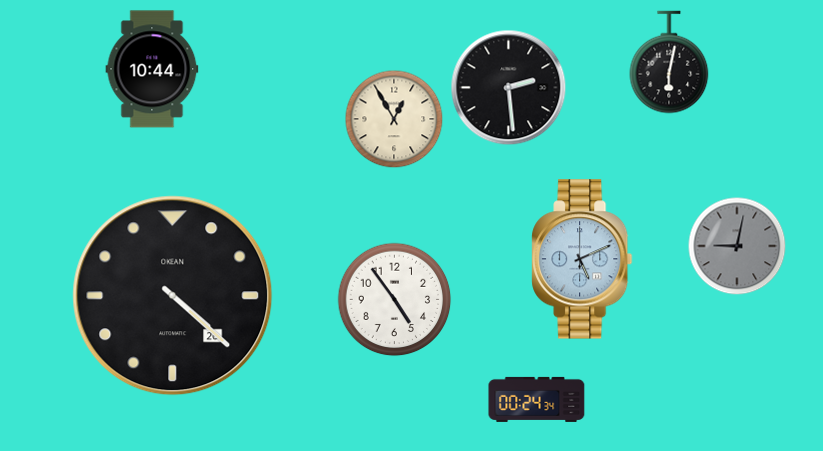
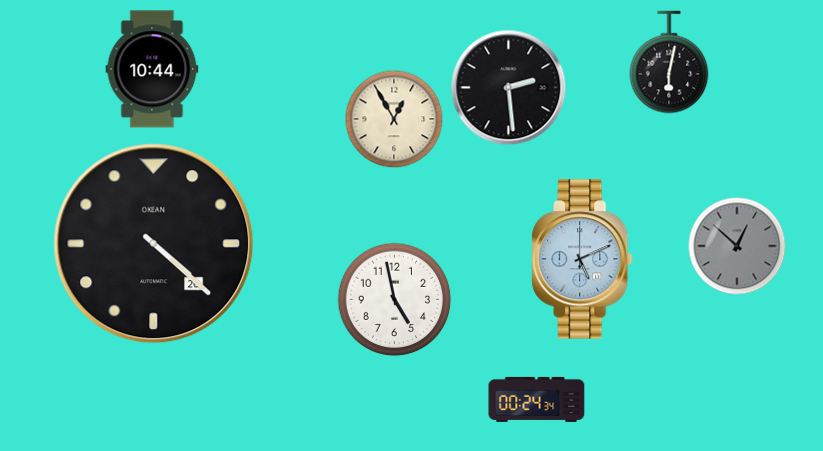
clock at (737, 246): 9:02 -> 12:52
clock at (173, 296) position: (173, 296) -> (154, 244)
clock at (395, 300): 4:54 -> 4:58
